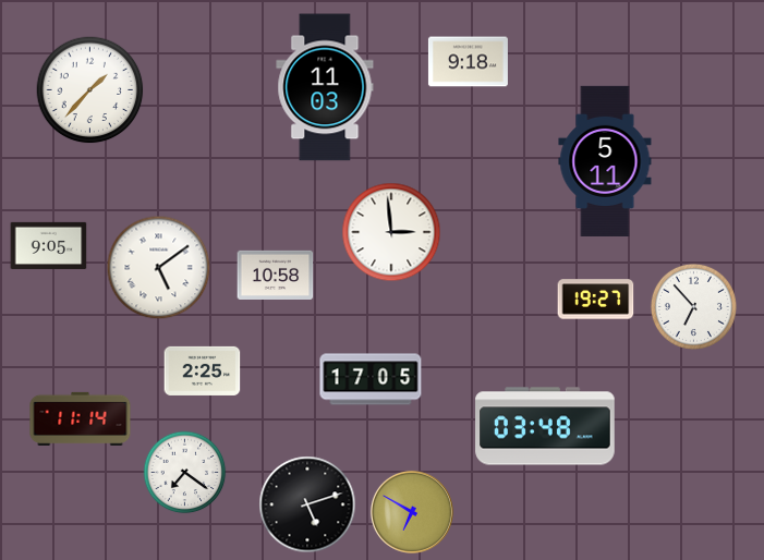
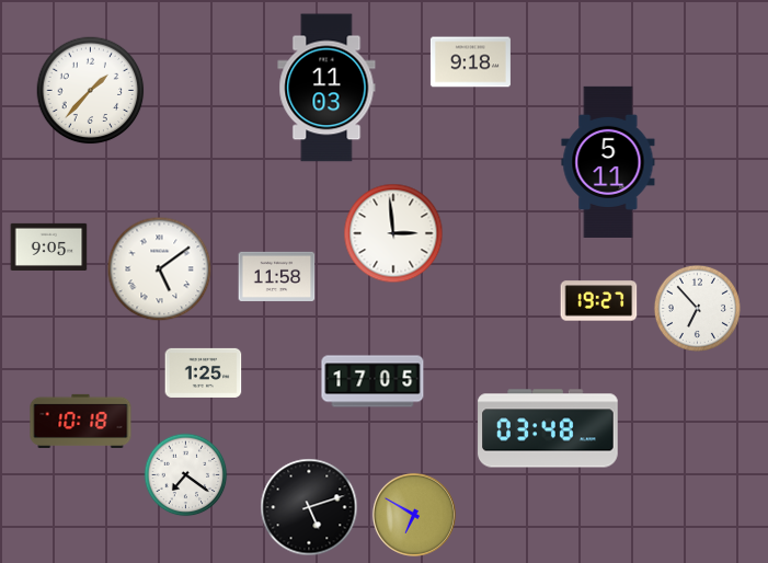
clock at (276, 275): 10:58 -> 11:58
clock at (203, 370): 2:25 -> 1:25
clock at (81, 418): 11:14 -> 10:18
